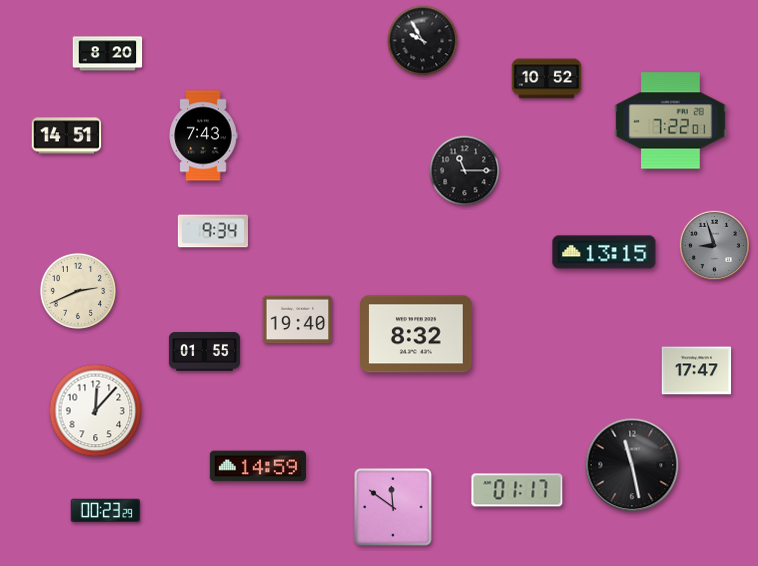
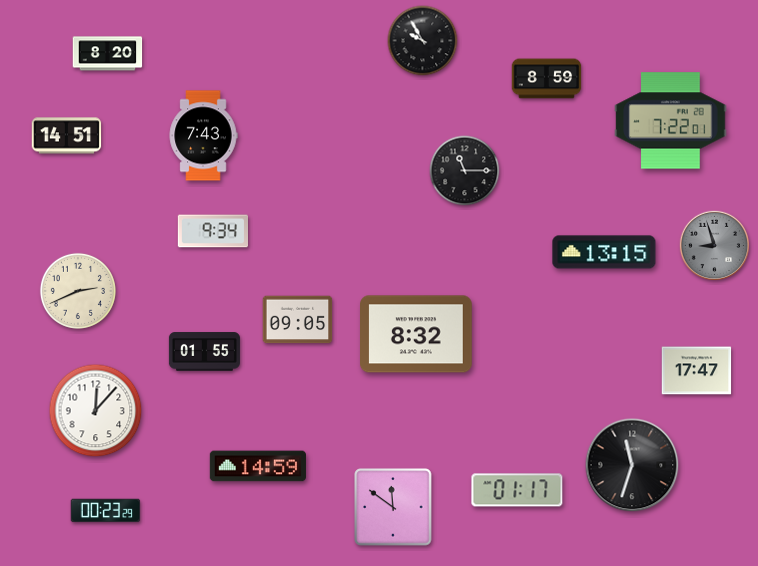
clock at (547, 79): 10:52 -> 8:59
clock at (298, 320): 19:40 -> 09:05
clock at (632, 465): 11:28 -> 11:33
